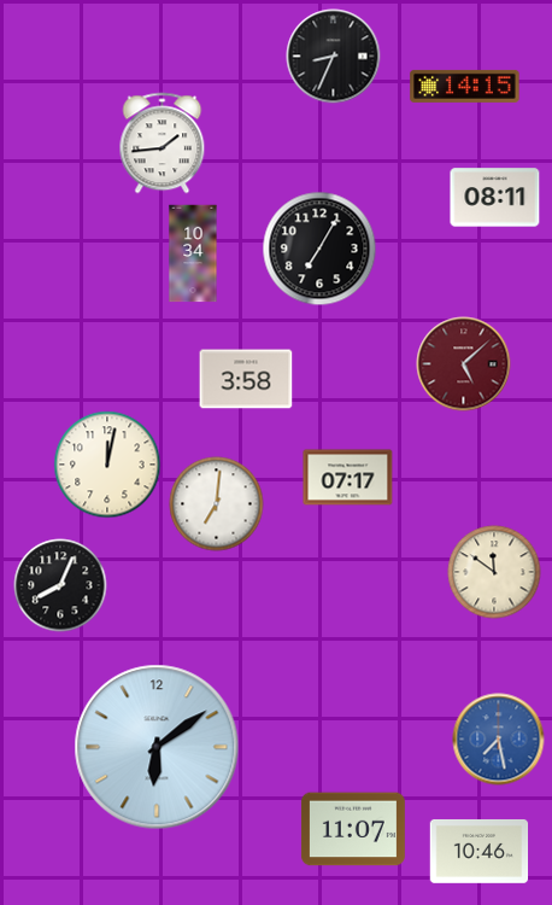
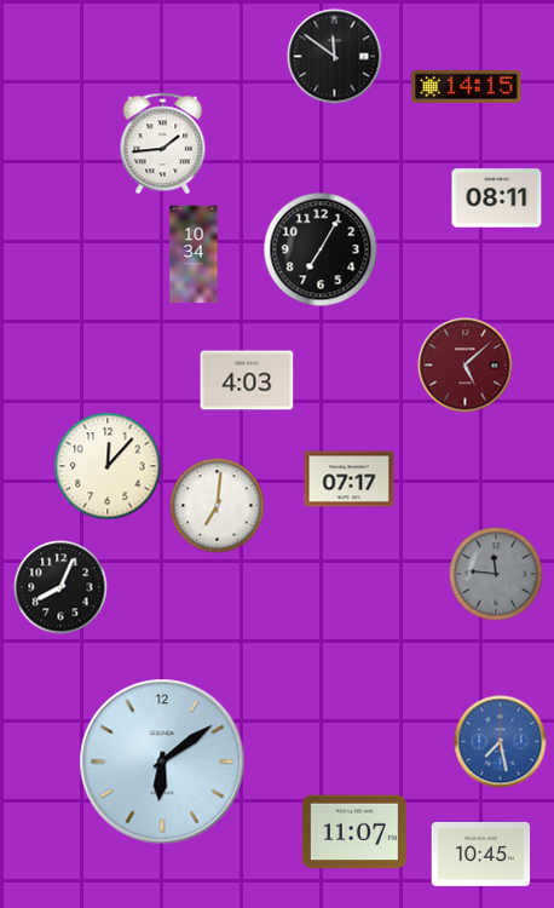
clock at (334, 57): 8:34 -> 11:51
clock at (246, 379): 3:58 -> 4:03
clock at (107, 465): 12:02 -> 12:07
clock at (494, 572): 11:51 -> 11:46
clock at (494, 572) dial: cream -> grey
clock at (157, 747) position: (157, 747) -> (162, 762)
clock at (480, 851): 10:46 -> 10:45
